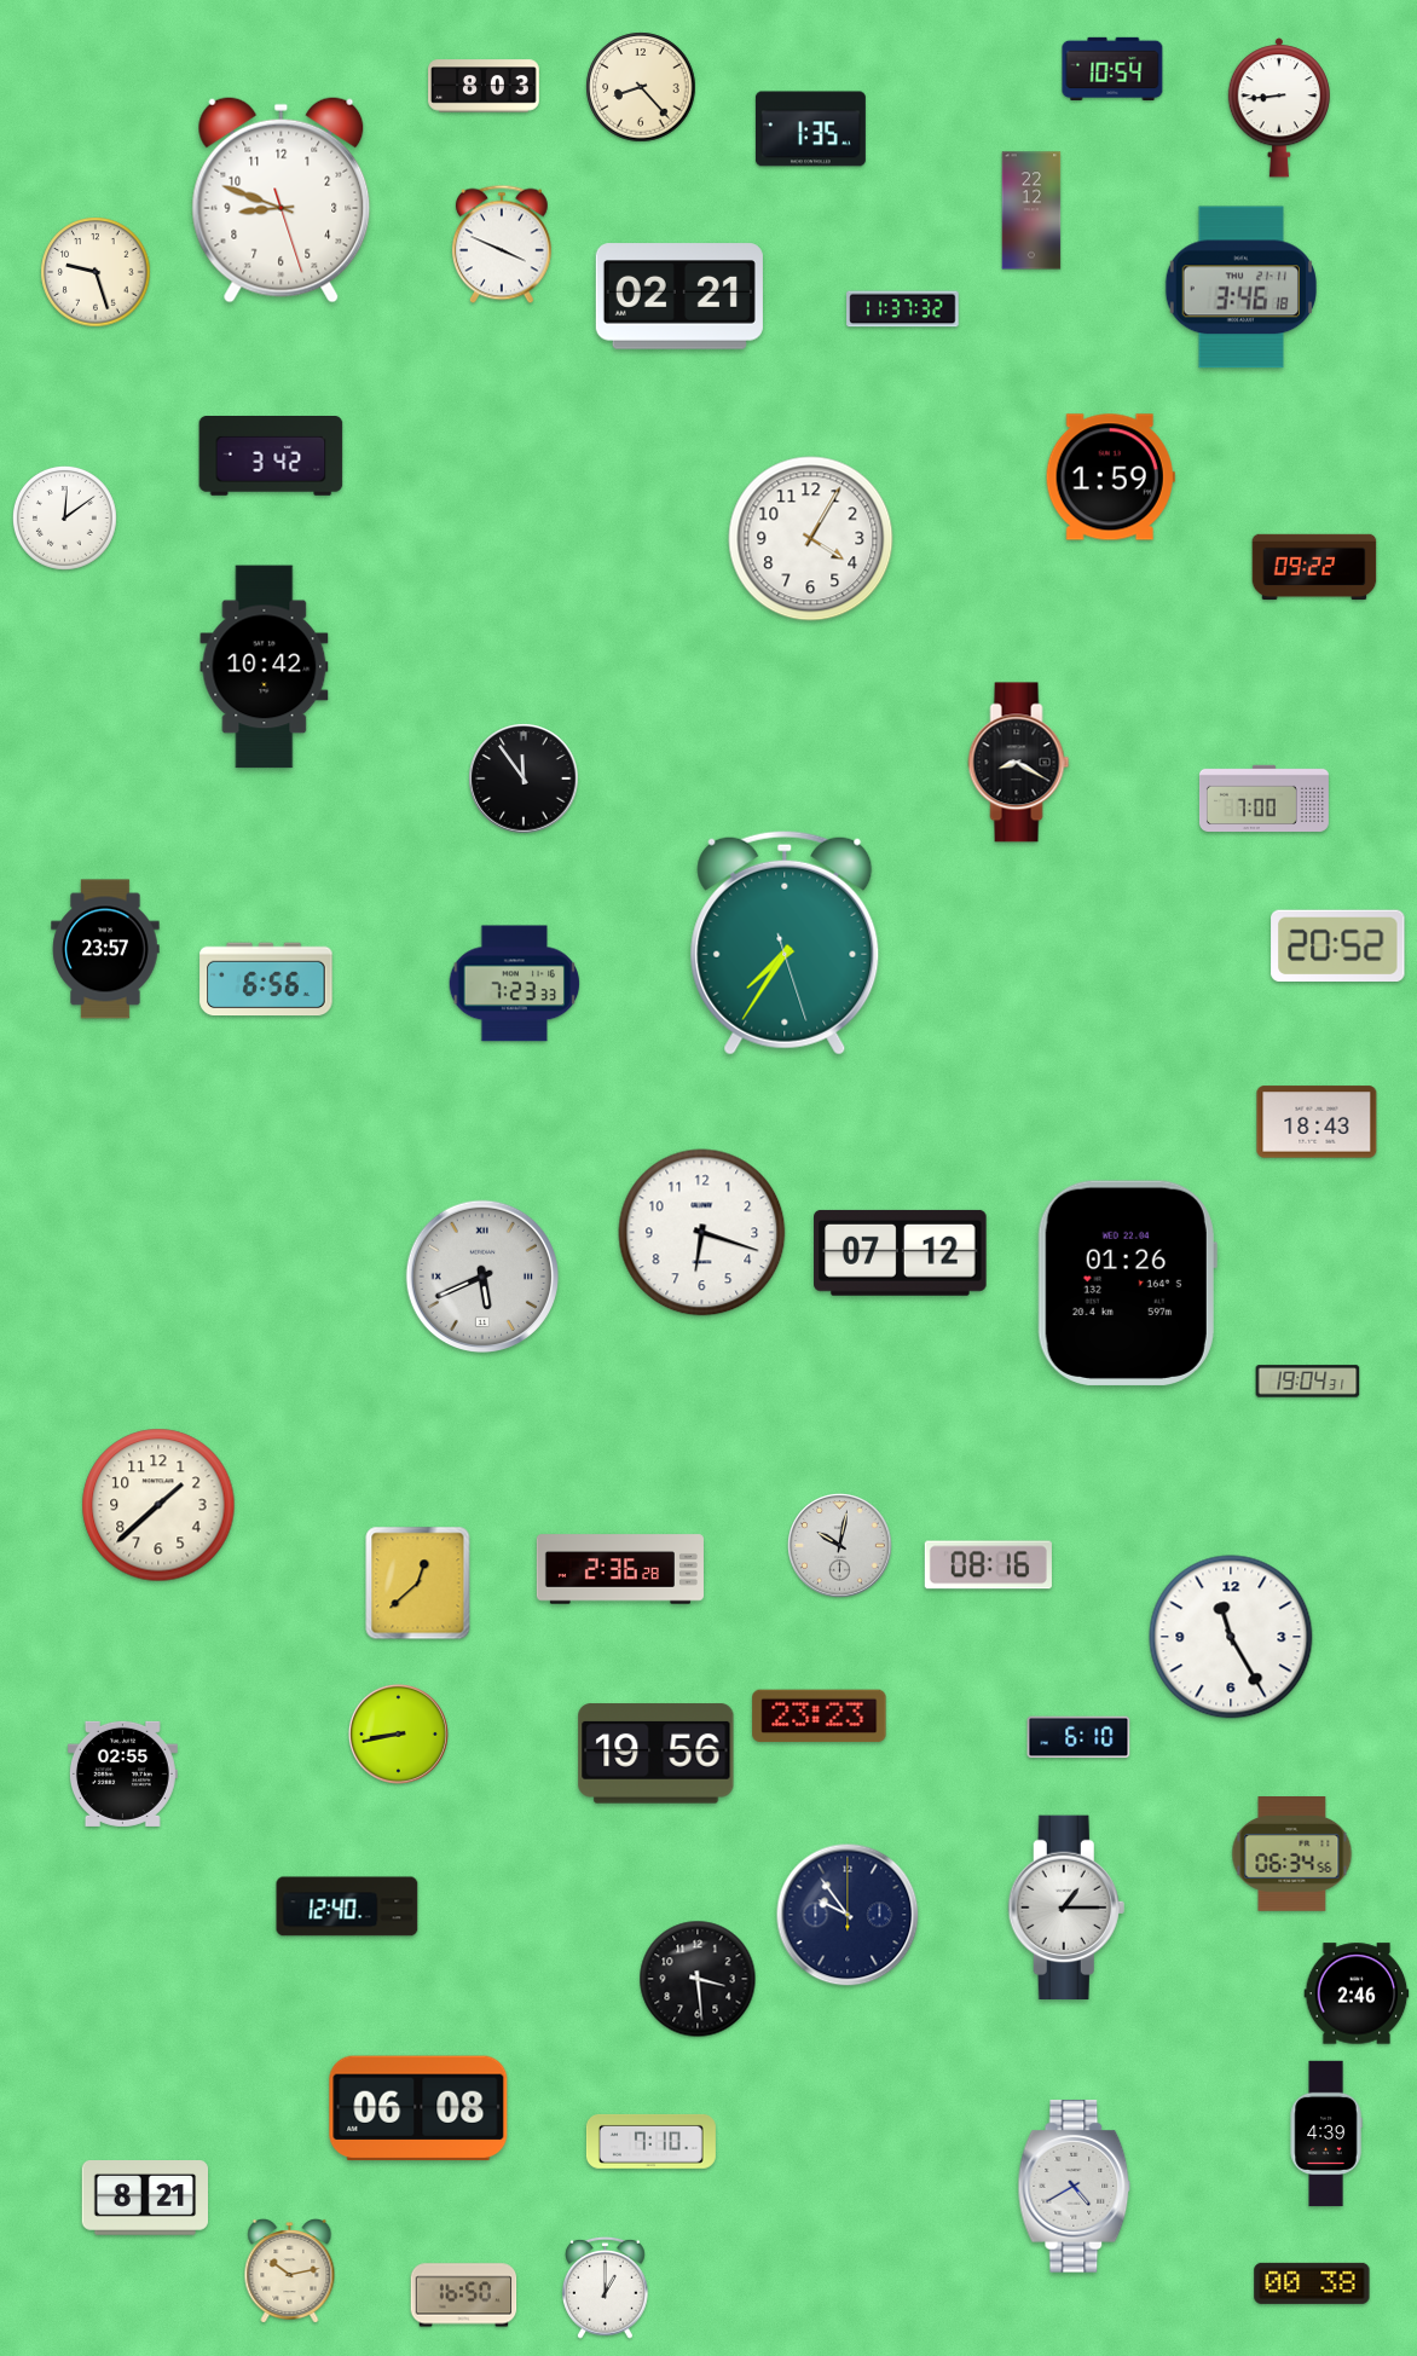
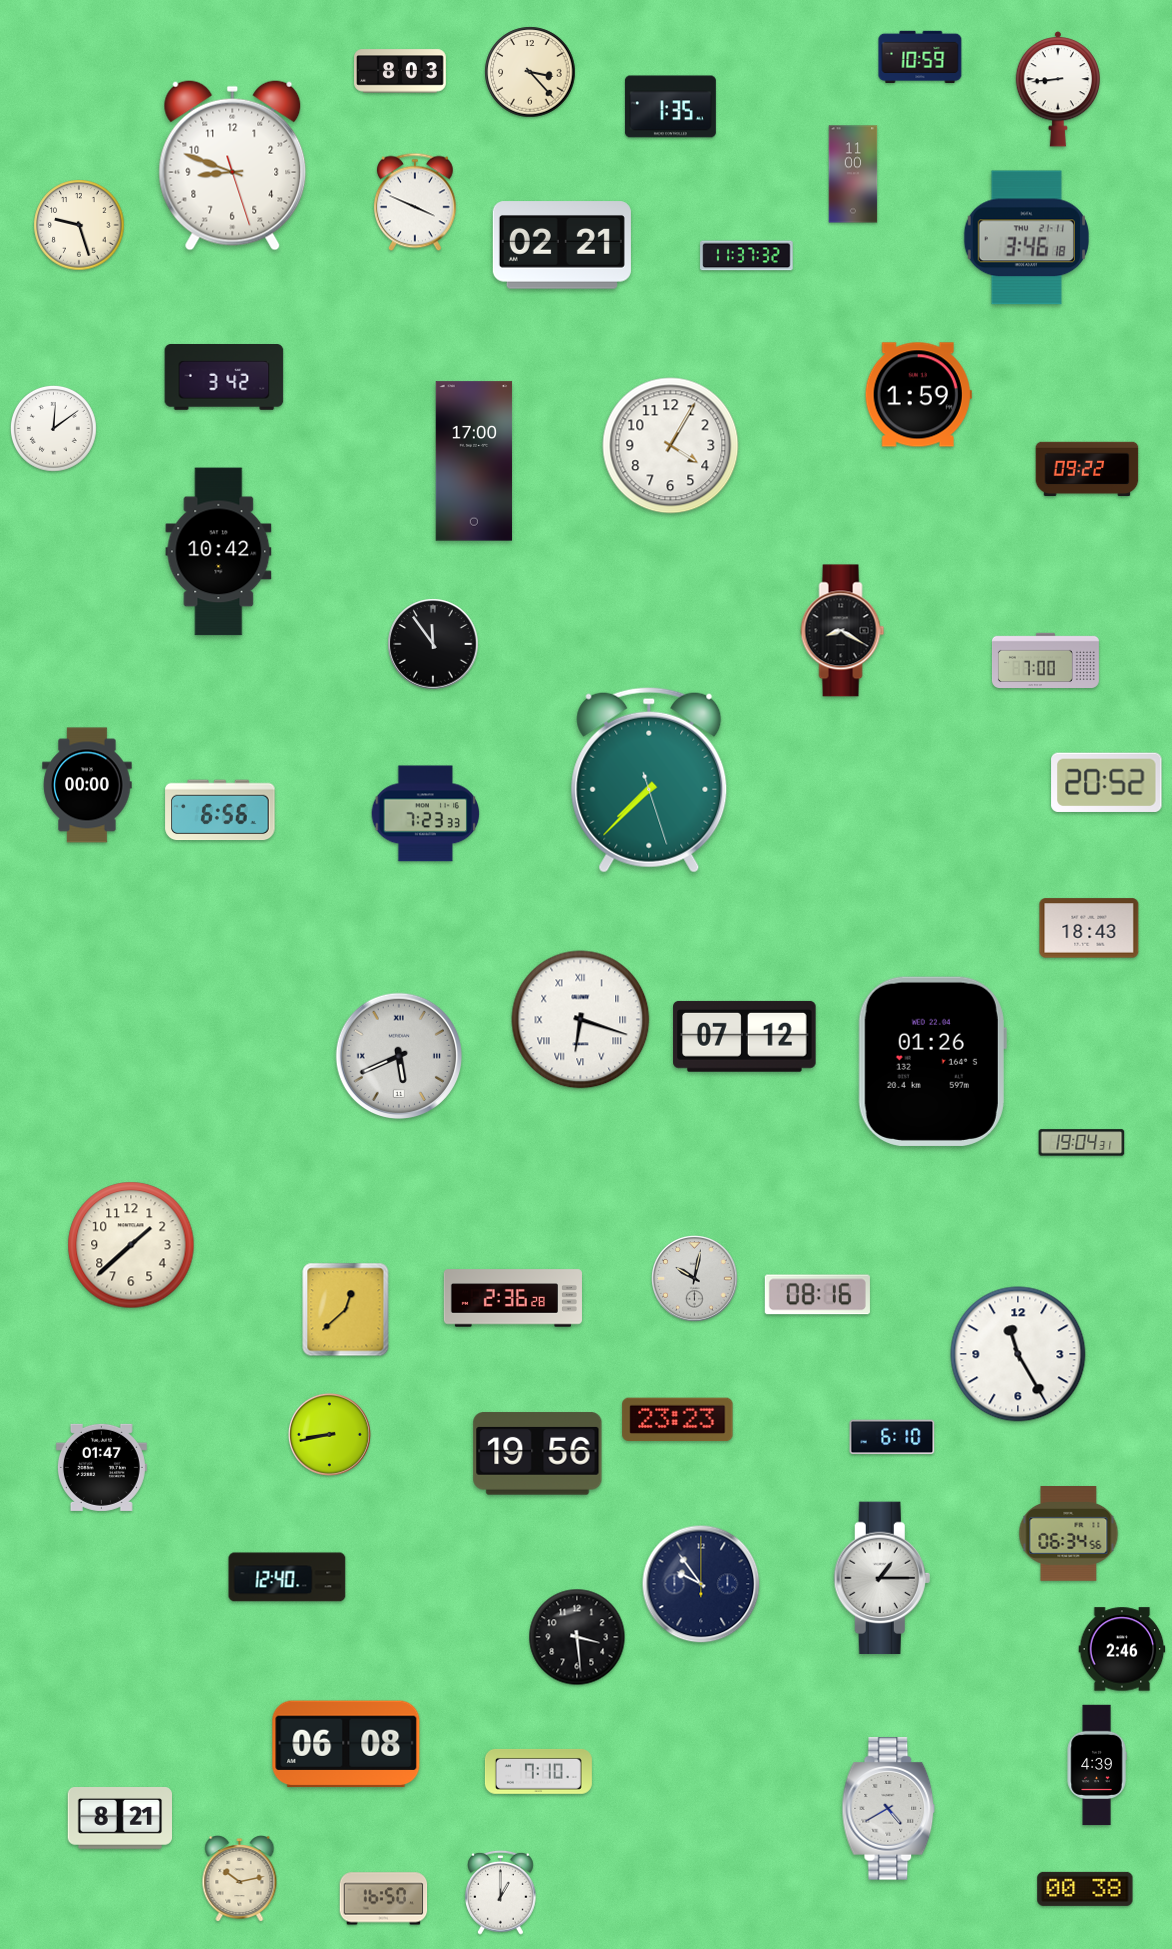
clock at (1112, 69): 10:54 -> 10:59
clock at (641, 87): 8:23 -> 3:23
clock at (1031, 210): 22:12 -> 11:00
clock at (474, 461): none -> 17:00
clock at (785, 943): 7:35 -> 7:37
clock at (105, 949): 23:57 -> 00:00
clock at (702, 1233) numerals: Arabic -> Roman
clock at (657, 1754) position: (657, 1754) -> (538, 1454)
clock at (122, 1773): 02:55 -> 01:47
